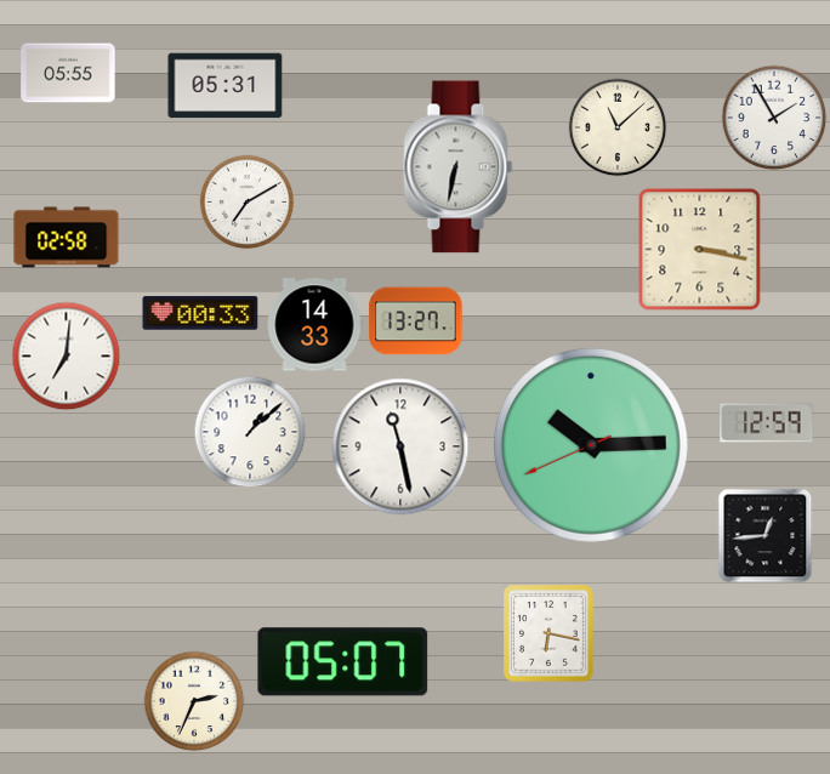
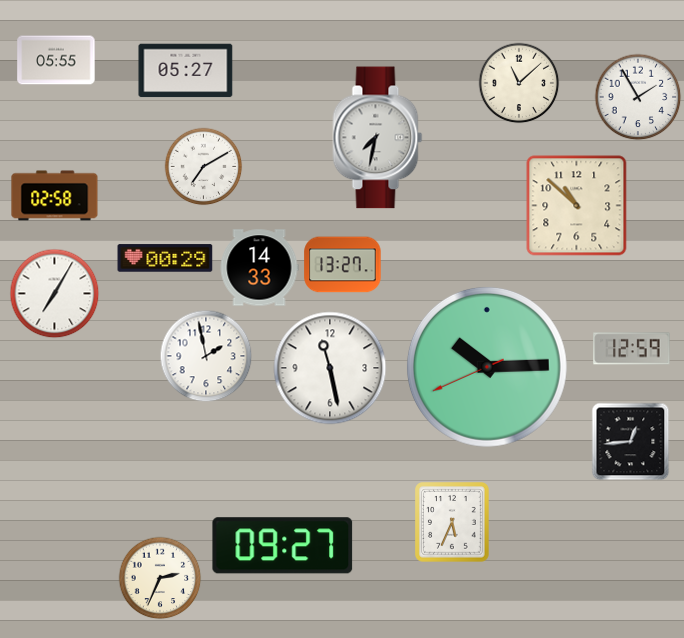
clock at (226, 86): 05:31 -> 05:27
clock at (618, 127) position: (618, 127) -> (519, 83)
clock at (459, 167): 6:32 -> 7:32
clock at (700, 250): 3:17 -> 10:52
clock at (200, 313): 00:33 -> 00:29
clock at (66, 355): 7:01 -> 7:05
clock at (250, 432): 1:08 -> 1:58
clock at (550, 634): 6:17 -> 5:34
clock at (343, 662): 05:07 -> 09:27
